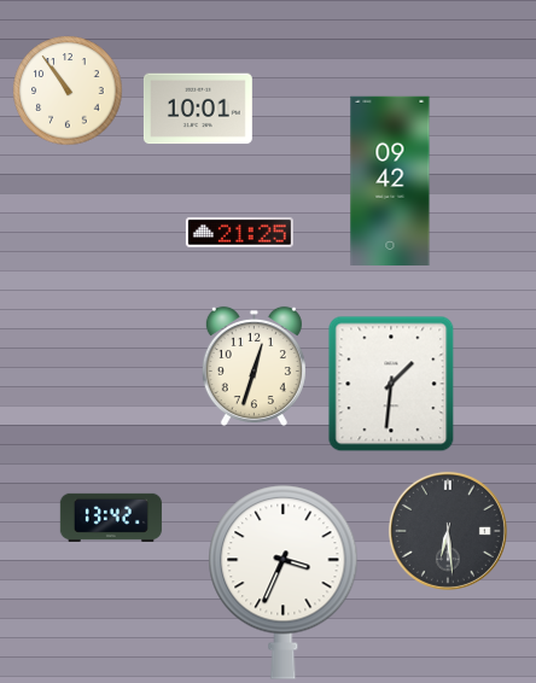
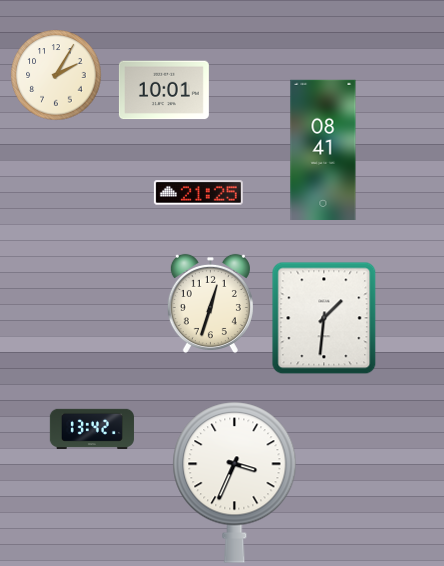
clock at (68, 91): 10:54 -> 2:05
clock at (390, 180): 09:42 -> 08:41
clock at (448, 531): 6:29 -> none
